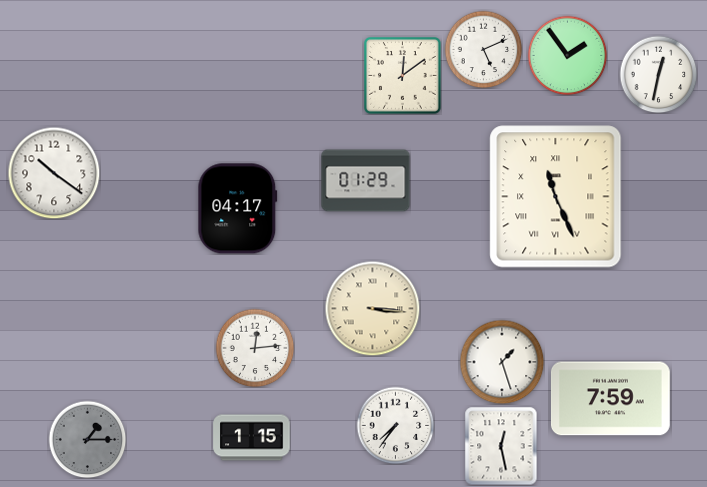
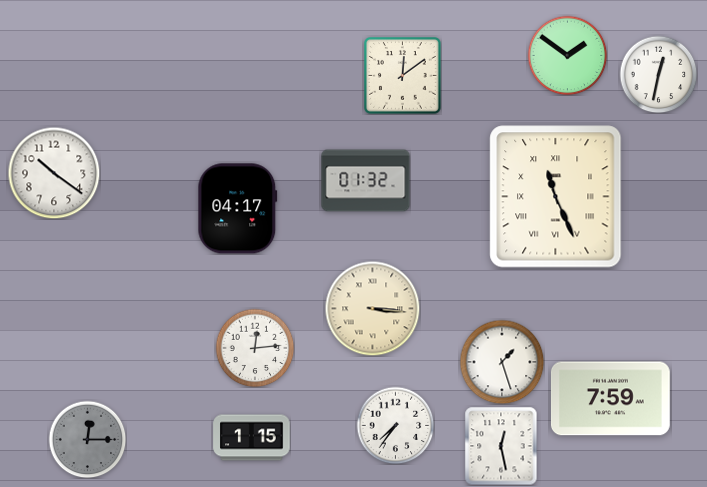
clock at (483, 49): 5:11 -> none
clock at (567, 55): 1:54 -> 1:51
clock at (366, 181): 01:29 -> 01:32
clock at (87, 439): 1:15 -> 12:15
